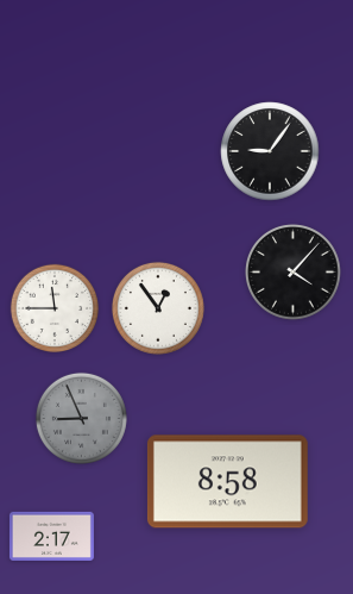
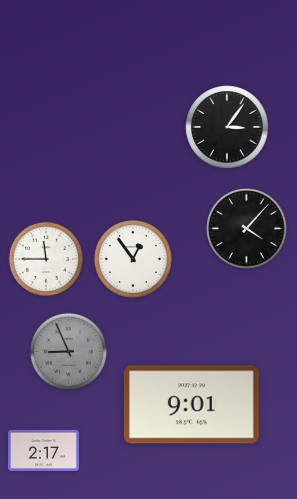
clock at (270, 151): 9:06 -> 3:06
clock at (227, 482): 8:58 -> 9:01
